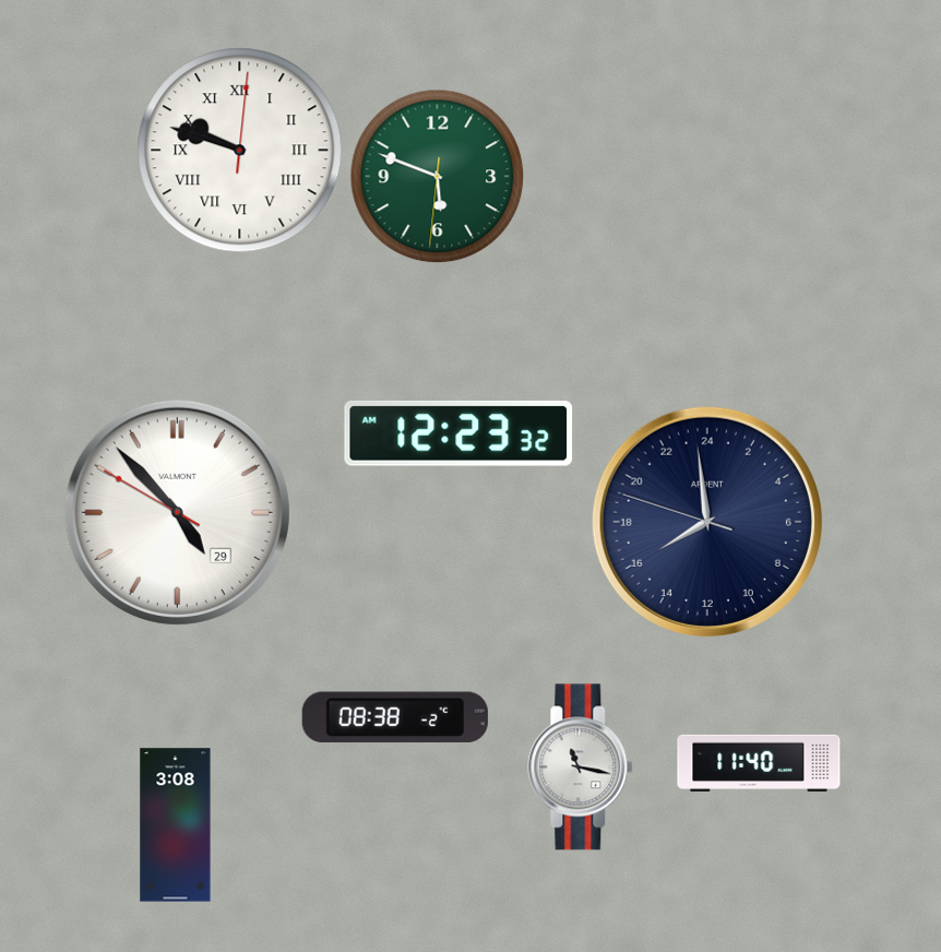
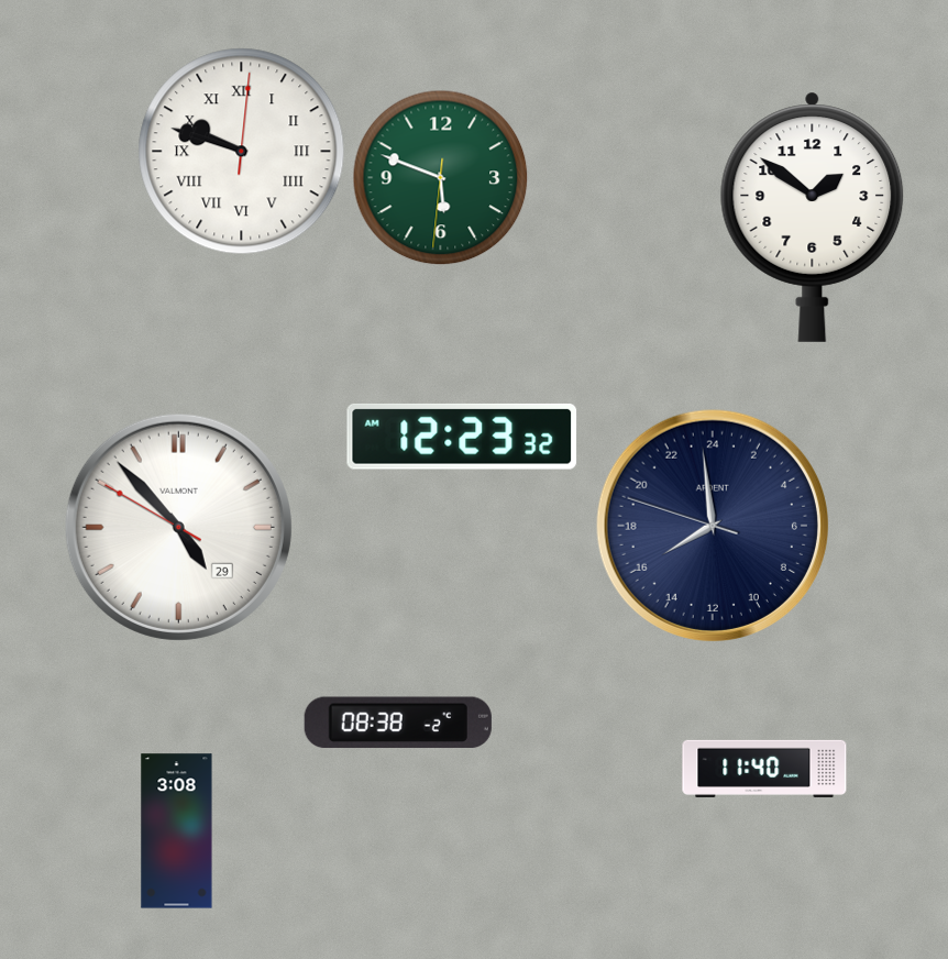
clock at (813, 217): none -> 1:51
clock at (177, 512) position: (177, 512) -> (178, 527)
clock at (581, 767): 11:17 -> none
